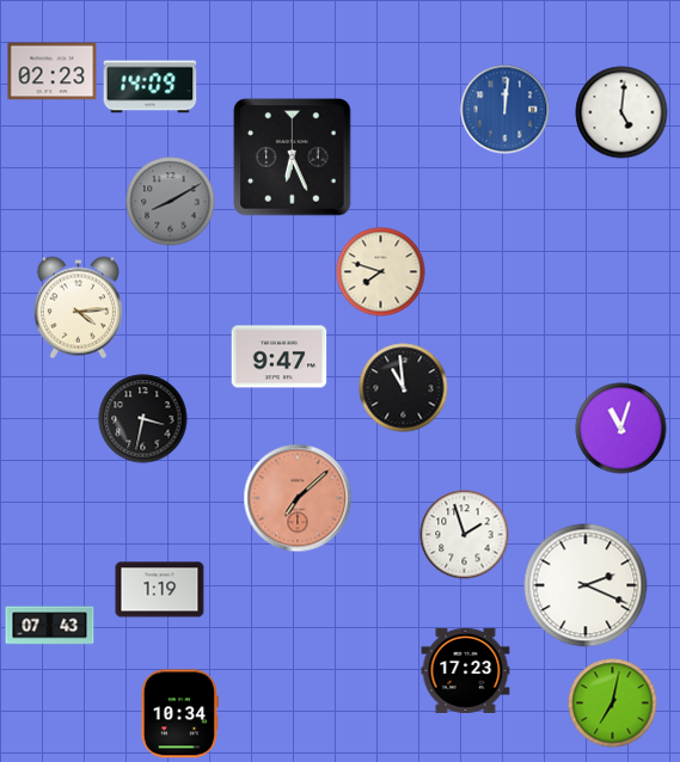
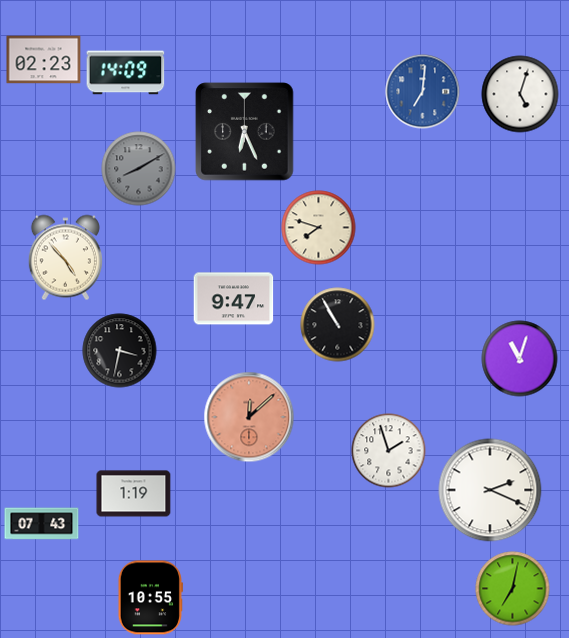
clock at (506, 110): 12:01 -> 7:01
clock at (621, 112): 5:01 -> 5:03
clock at (171, 202) position: (171, 202) -> (139, 169)
clock at (78, 308): 4:14 -> 4:53
clock at (404, 388): 10:59 -> 10:55
clock at (298, 498): 7:08 -> 12:08
clock at (465, 535) position: (465, 535) -> (389, 451)
clock at (466, 670): 17:23 -> none
clock at (179, 714): 10:34 -> 10:55
